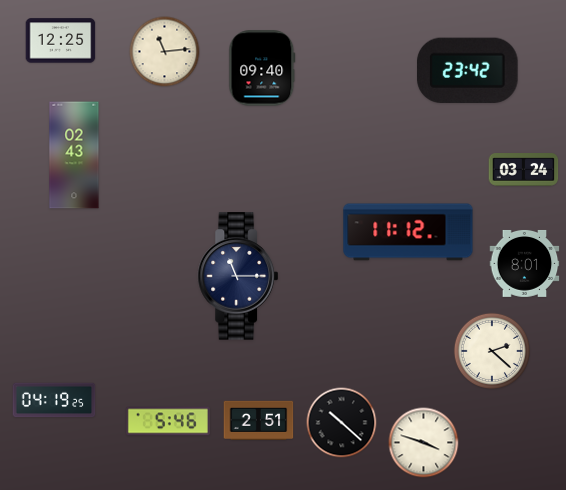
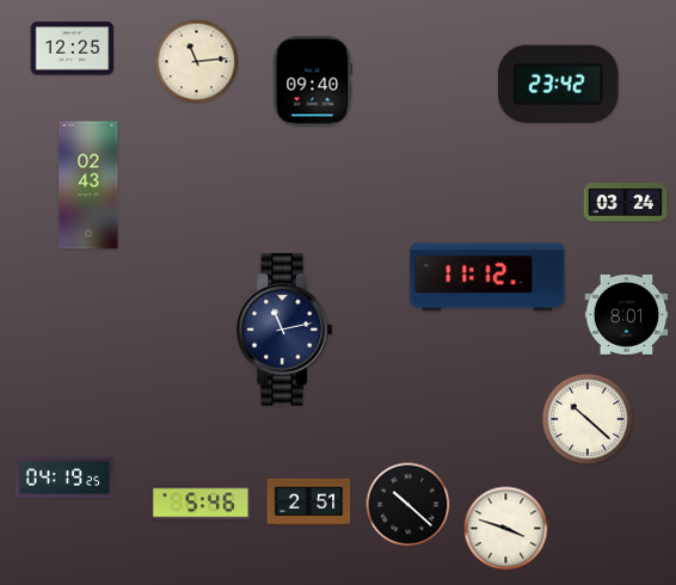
clock at (238, 276): 11:15 -> 11:13
clock at (491, 350): 2:22 -> 10:22
